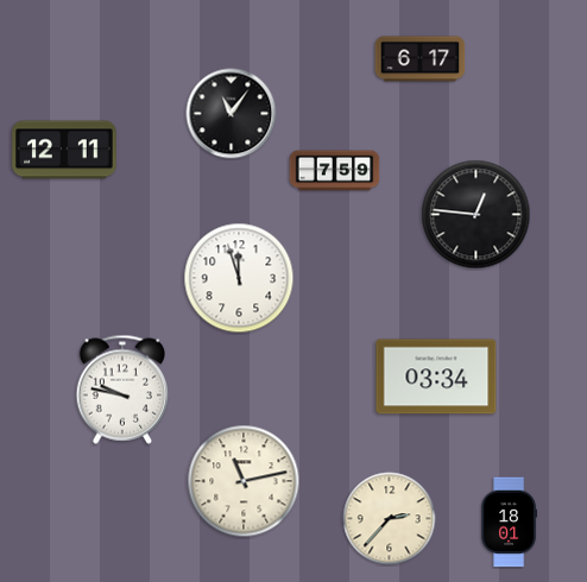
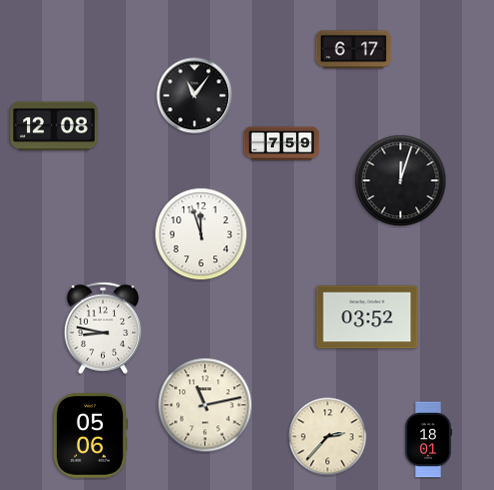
clock at (64, 150): 12:11 -> 12:08
clock at (476, 215): 12:46 -> 12:03
clock at (436, 377): 03:34 -> 03:52
clock at (122, 390): 9:47 -> 8:47
clock at (90, 436): none -> 05:06
